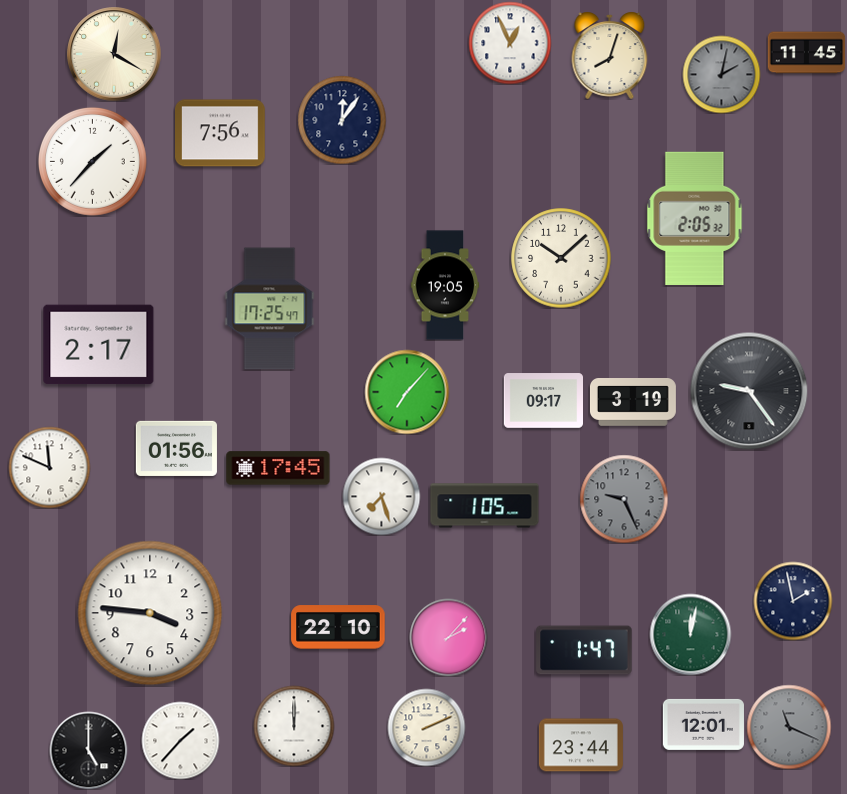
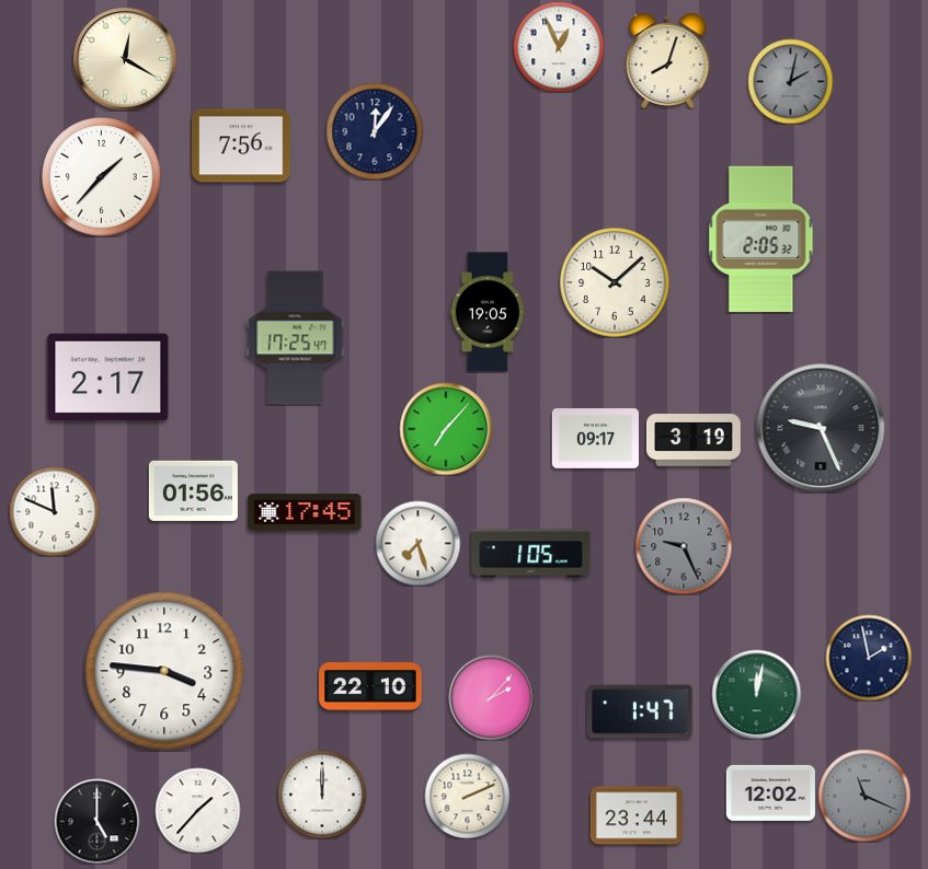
clock at (806, 53): 11:45 -> none
clock at (749, 391): 9:24 -> 9:26
clock at (703, 724): 12:01 -> 12:02
